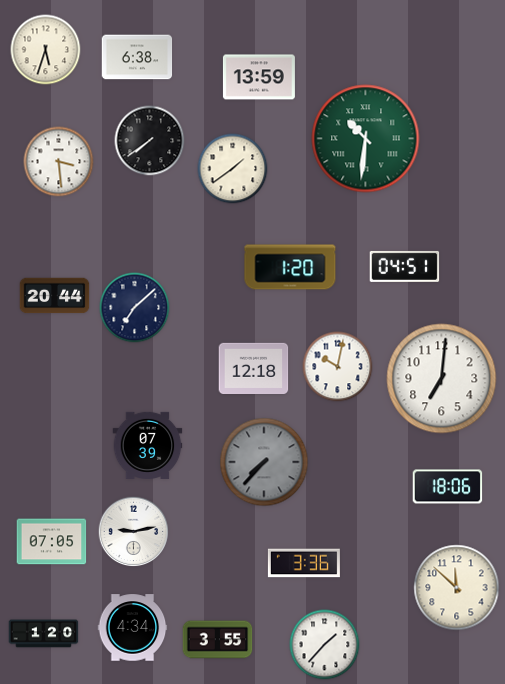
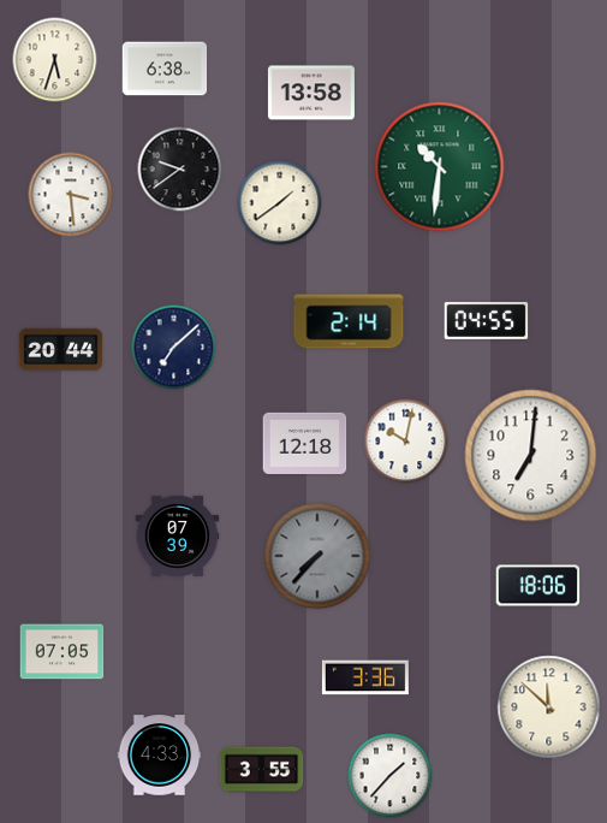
clock at (259, 77): 13:59 -> 13:58
clock at (150, 141): 7:39 -> 9:39
clock at (405, 266): 04:51 -> 04:55
clock at (290, 267): 1:20 -> 2:14
clock at (55, 296) position: (55, 296) -> (61, 350)
clock at (135, 308) position: (135, 308) -> (174, 348)
clock at (134, 532): 9:13 -> none
clock at (133, 628): 4:34 -> 4:33
clock at (44, 634): 1:20 -> none
